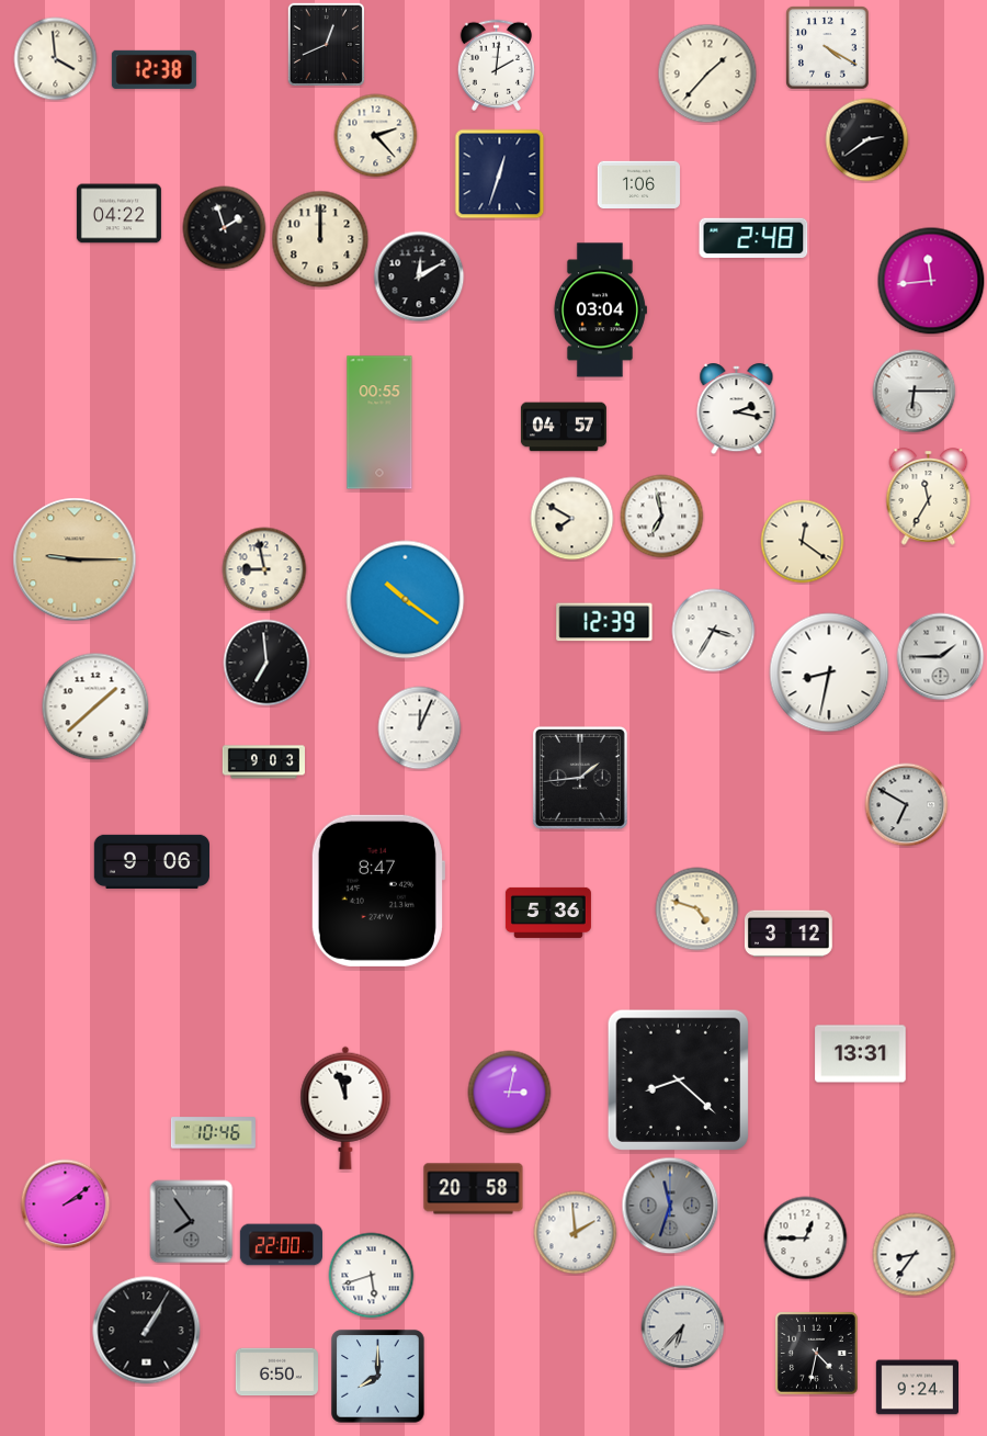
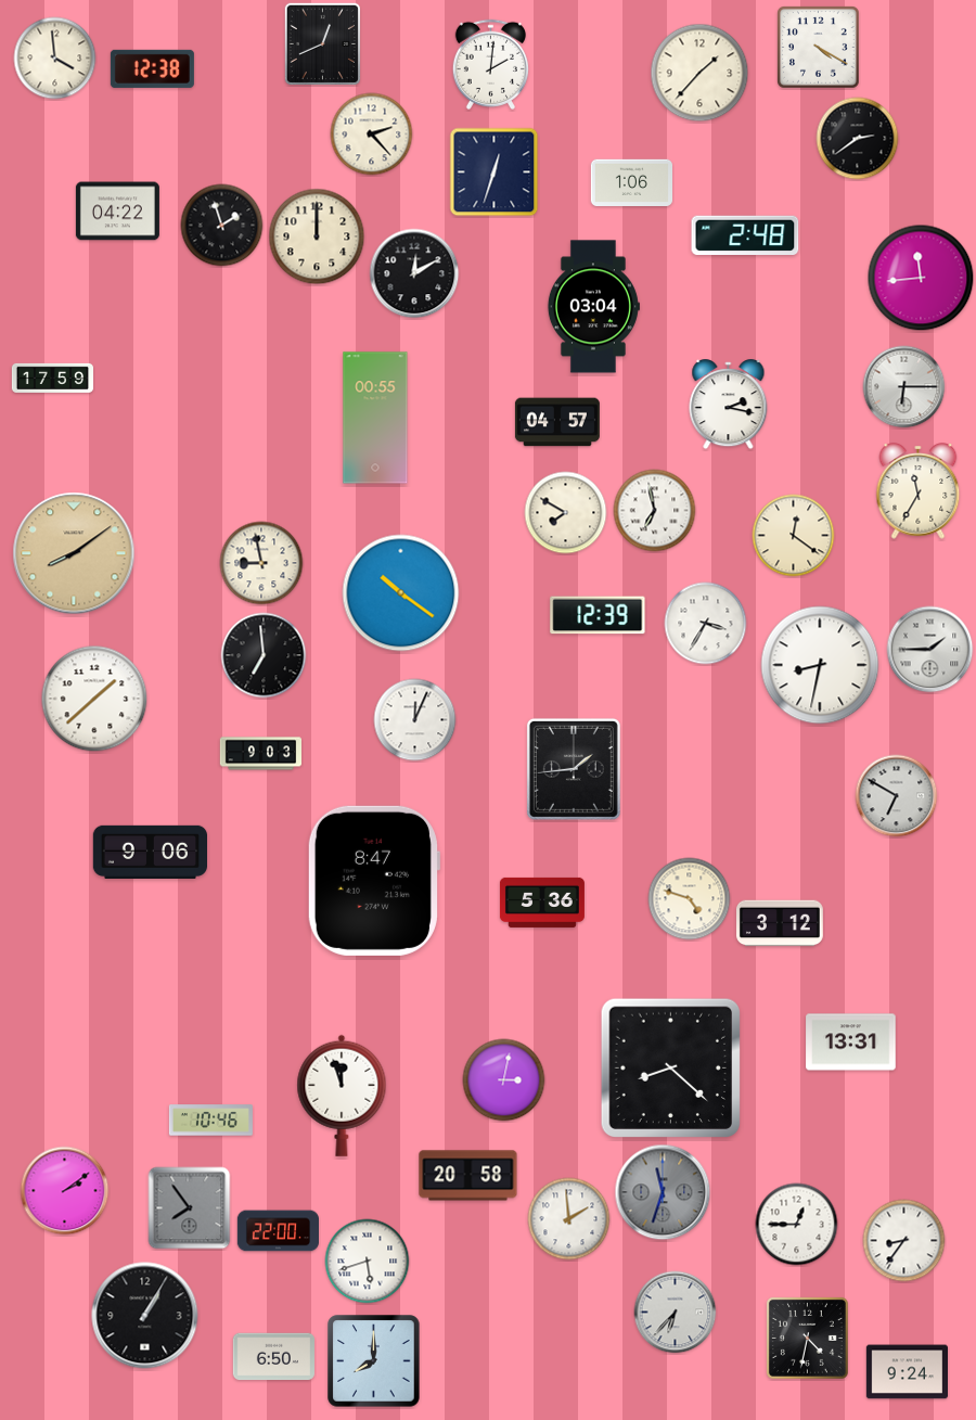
clock at (52, 378): none -> 17:59
clock at (75, 559): 9:15 -> 8:09
